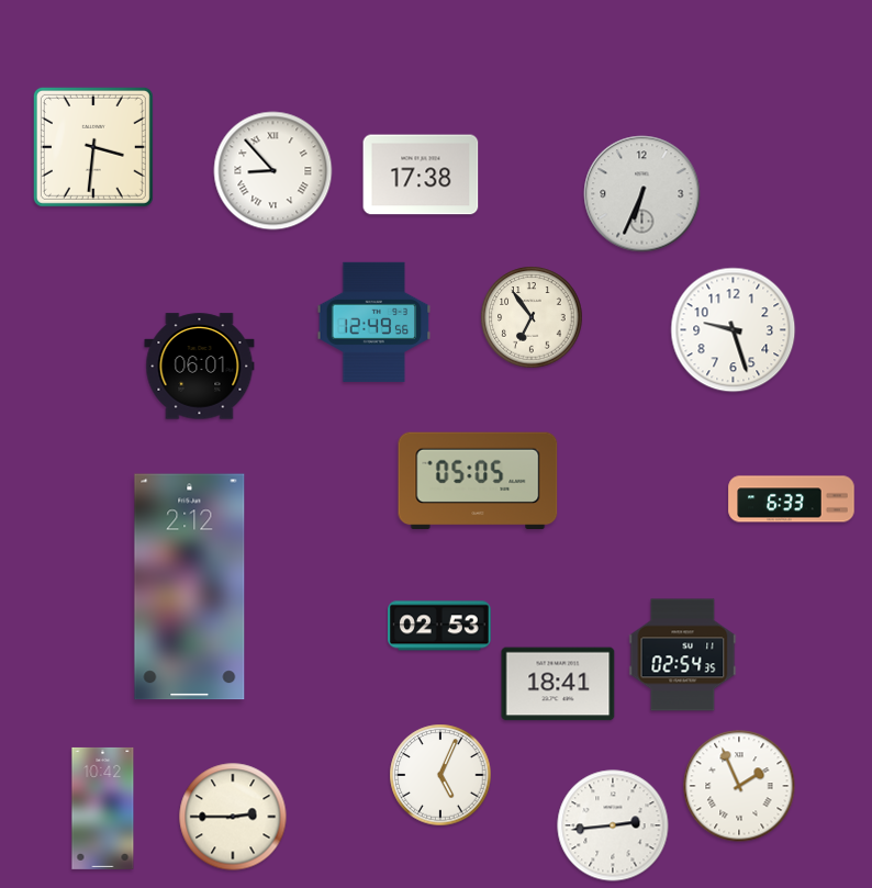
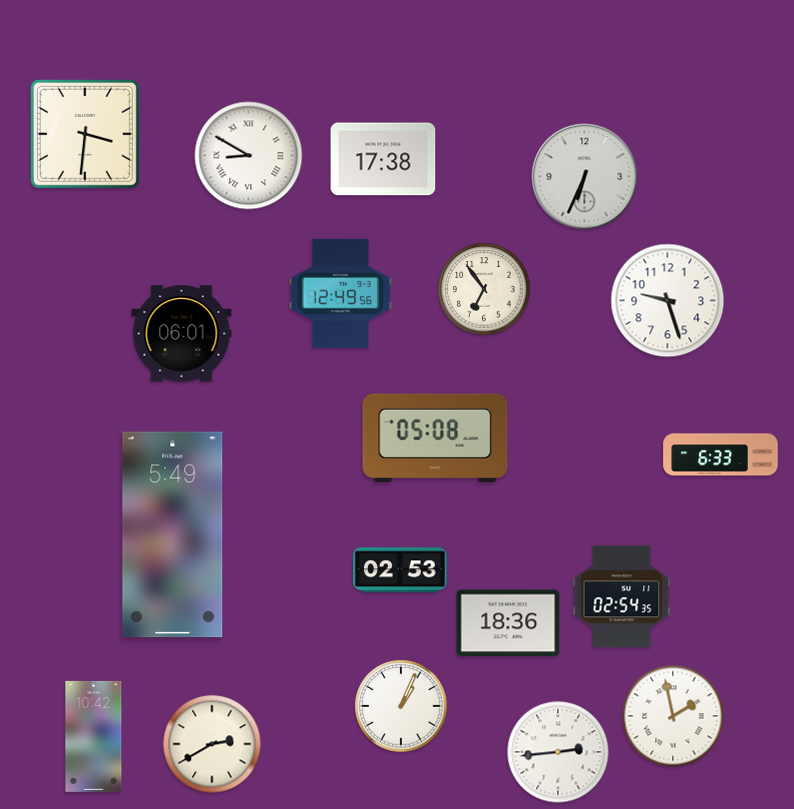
clock at (273, 171): 8:53 -> 8:50
clock at (478, 481): 05:05 -> 05:08
clock at (190, 587): 2:12 -> 5:49
clock at (558, 684): 18:41 -> 18:36
clock at (440, 775): 5:04 -> 1:04
clock at (739, 786): 1:56 -> 1:58
clock at (233, 817): 2:45 -> 2:40
